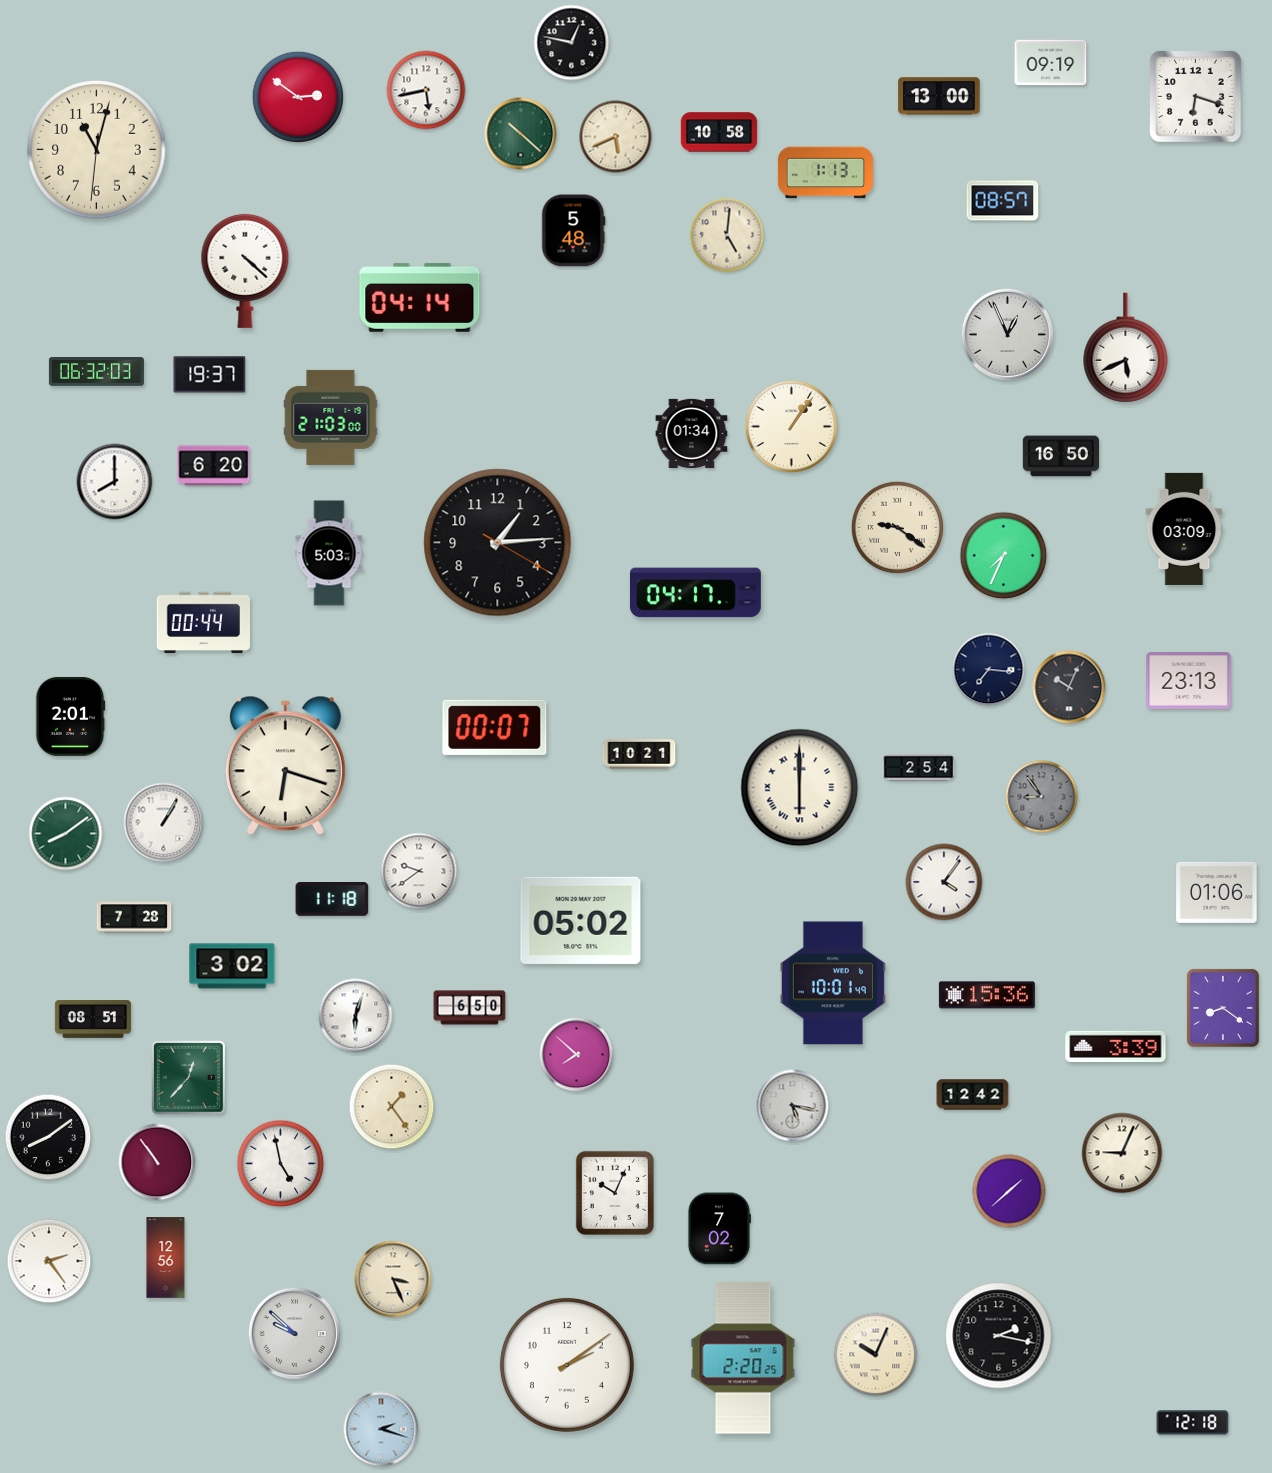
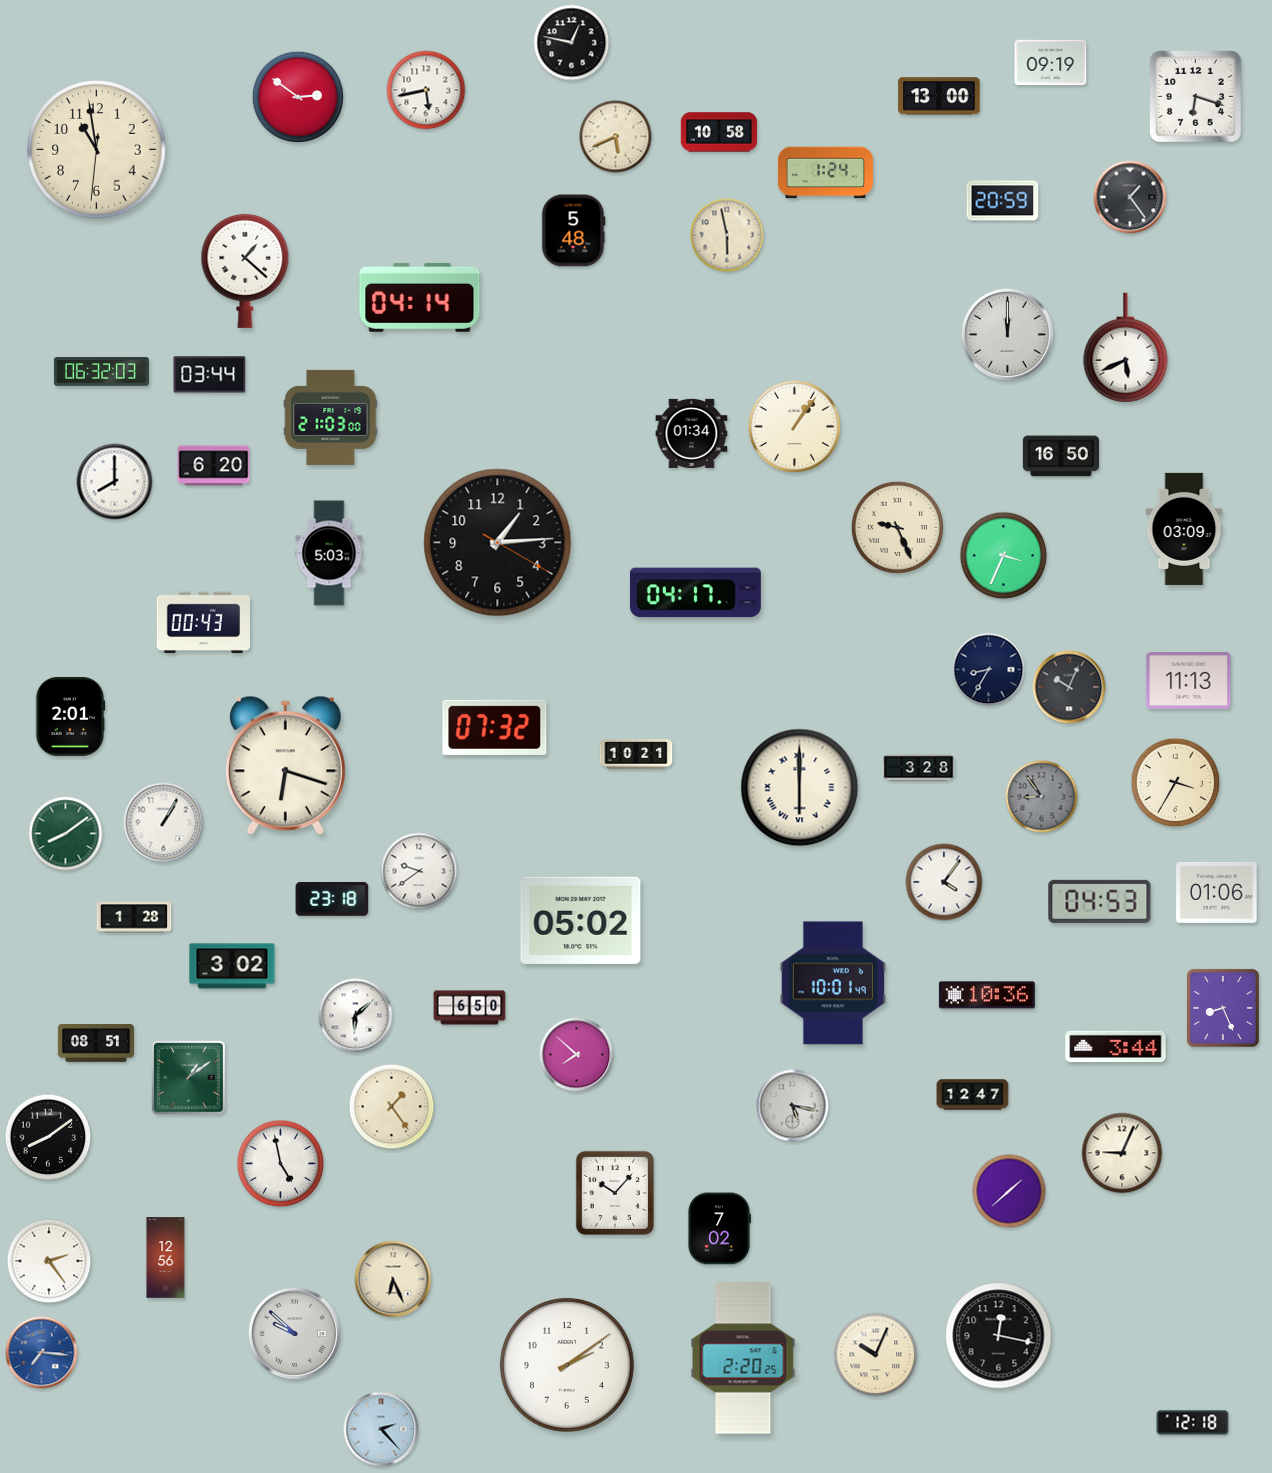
clock at (521, 134): 10:22 -> none
clock at (97, 150): 11:02 -> 10:58
clock at (825, 173): 1:13 -> 1:24
clock at (1130, 197): none -> 1:24
clock at (1003, 201): 08:57 -> 20:59
clock at (727, 235): 5:01 -> 5:58
clock at (245, 271): 4:22 -> 1:22
clock at (1007, 334): 12:56 -> 12:00
clock at (96, 372) position: (96, 372) -> (101, 372)
clock at (210, 375): 19:37 -> 03:44
clock at (791, 426) position: (791, 426) -> (794, 426)
clock at (897, 527): 9:21 -> 9:26
clock at (1004, 556): 7:34 -> 3:34
clock at (203, 623): 00:44 -> 00:43
clock at (989, 670): 7:16 -> 8:35
clock at (1189, 681): 23:13 -> 11:13
clock at (495, 727): 00:07 -> 07:32
clock at (639, 754) position: (639, 754) -> (636, 754)
clock at (919, 768): 2:54 -> 3:28
clock at (1176, 783): none -> 3:35
clock at (332, 900): 11:18 -> 23:18
clock at (1100, 901): none -> 04:53
clock at (134, 917): 7:28 -> 1:28
clock at (987, 995): 15:36 -> 10:36
clock at (1223, 1008): 8:21 -> 8:26
clock at (356, 1016): 6:03 -> 6:08
clock at (93, 1020) position: (93, 1020) -> (96, 1044)
clock at (1116, 1047): 3:39 -> 3:44
clock at (189, 1078): 12:37 -> 1:09
clock at (973, 1095): 12:42 -> 12:47
clock at (157, 1162): 10:54 -> none
clock at (615, 1193): 10:04 -> 10:07
clock at (393, 1279): 3:26 -> 6:26
clock at (999, 1336): 2:17 -> 12:17
clock at (42, 1353): none -> 7:16
clock at (381, 1429): 2:18 -> 2:23
